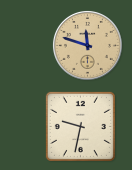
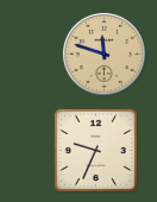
clock at (80, 126): 9:32 -> 9:34
